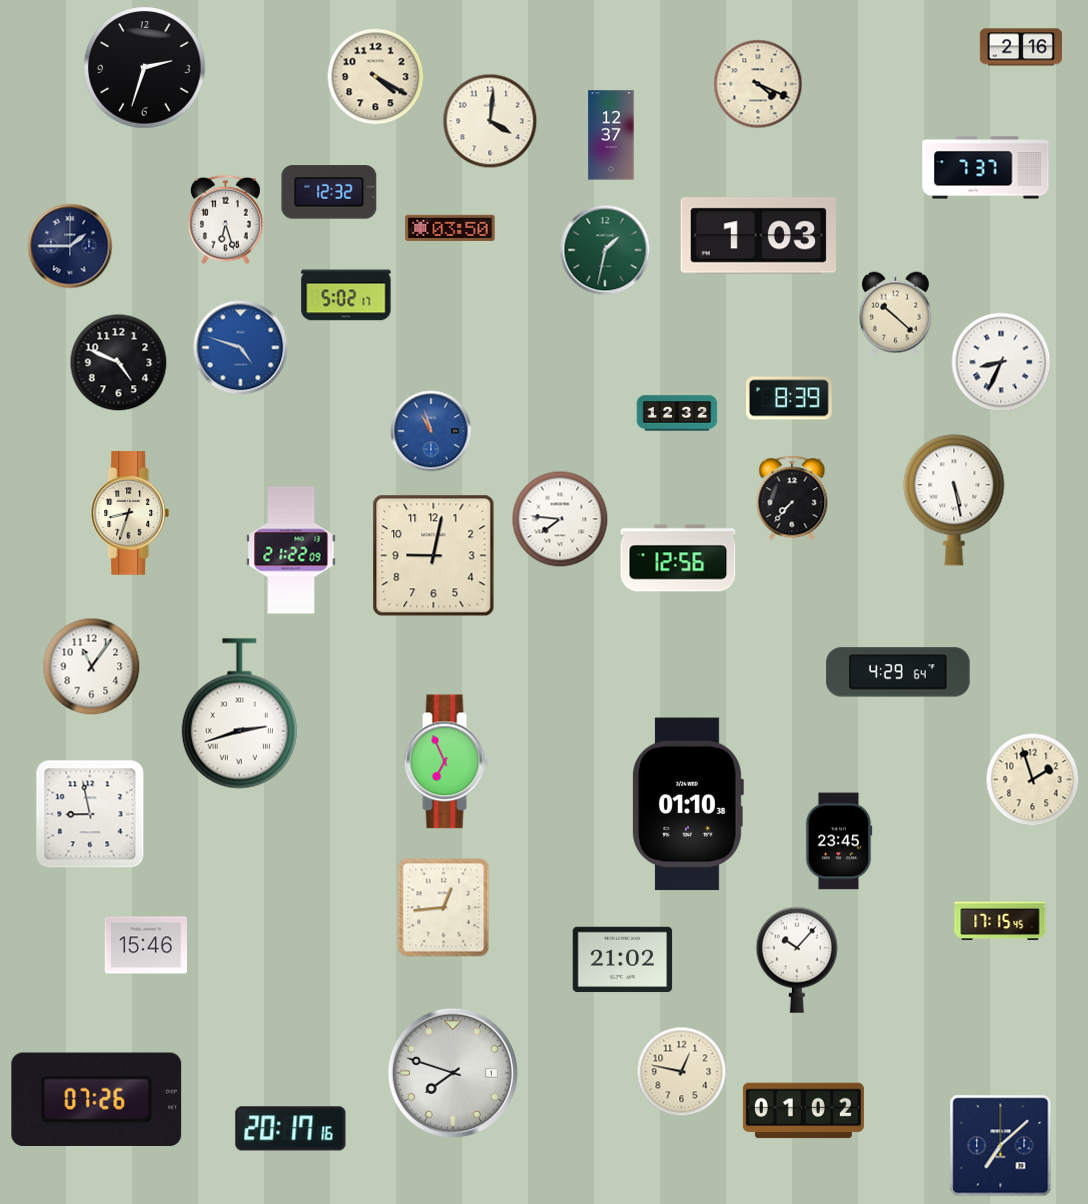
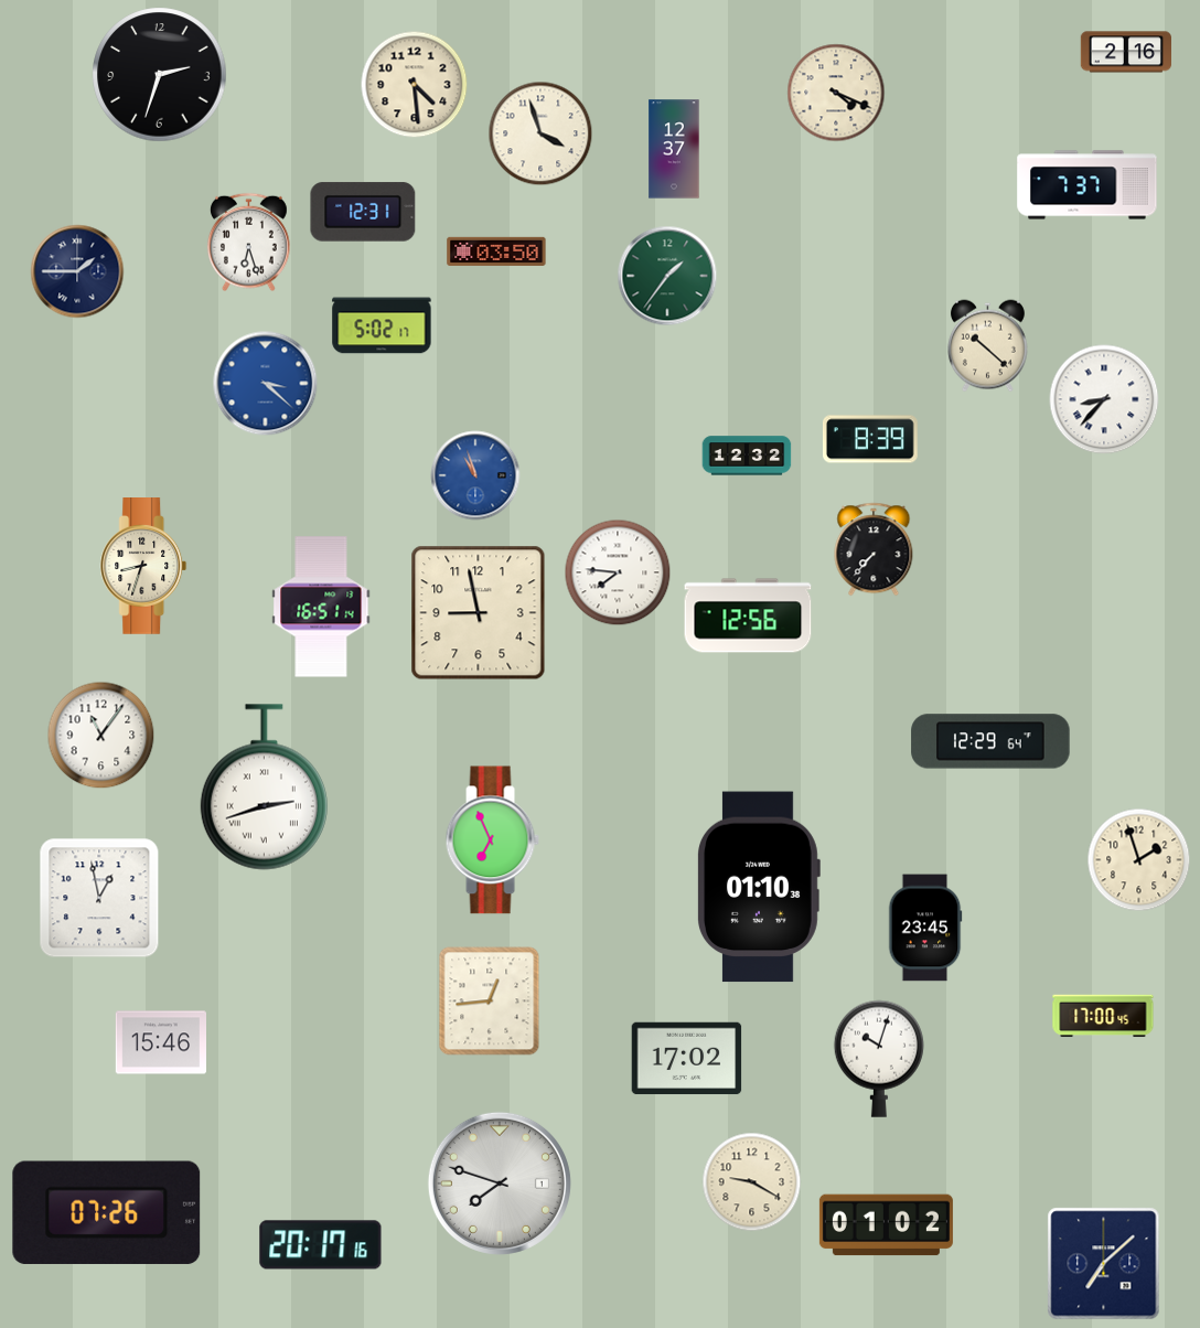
clock at (376, 77): 4:20 -> 4:29
clock at (490, 121): 4:01 -> 3:57
clock at (329, 192): 12:32 -> 12:31
clock at (758, 236): 1:03 -> none
clock at (605, 250): 1:32 -> 1:36
clock at (241, 348): 4:48 -> 3:22
clock at (1001, 362): 8:34 -> 8:37
clock at (119, 363): 4:49 -> none
clock at (954, 500): 5:28 -> none
clock at (291, 550): 21:22 -> 16:51
clock at (434, 556): 9:02 -> 8:58
clock at (898, 672): 4:29 -> 12:29
clock at (90, 814): 8:58 -> 12:58
clock at (1000, 921): 17:15 -> 17:00
clock at (623, 960): 21:02 -> 17:02
clock at (797, 960): 10:07 -> 10:03
clock at (682, 1072): 12:47 -> 9:20
